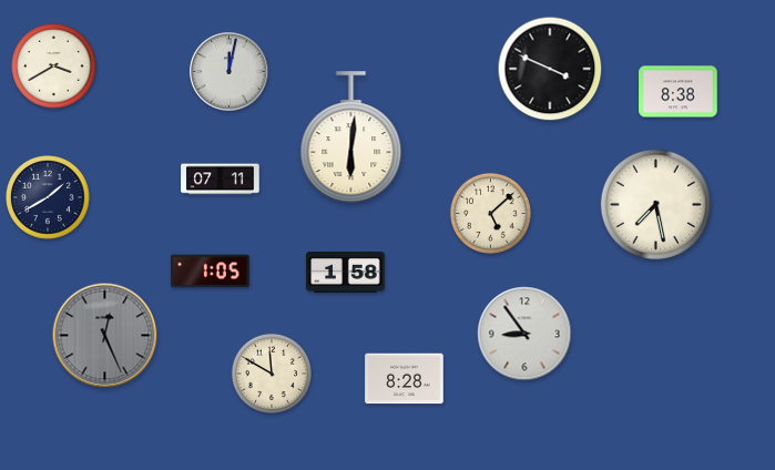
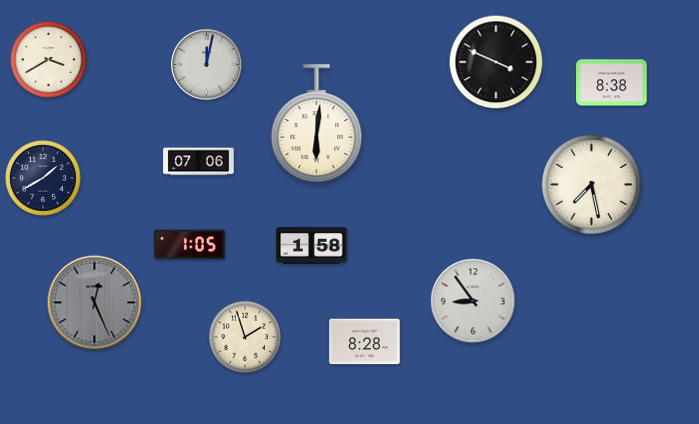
clock at (221, 180): 07:11 -> 07:06
clock at (490, 213): 5:08 -> none
clock at (272, 374): 11:50 -> 1:57
